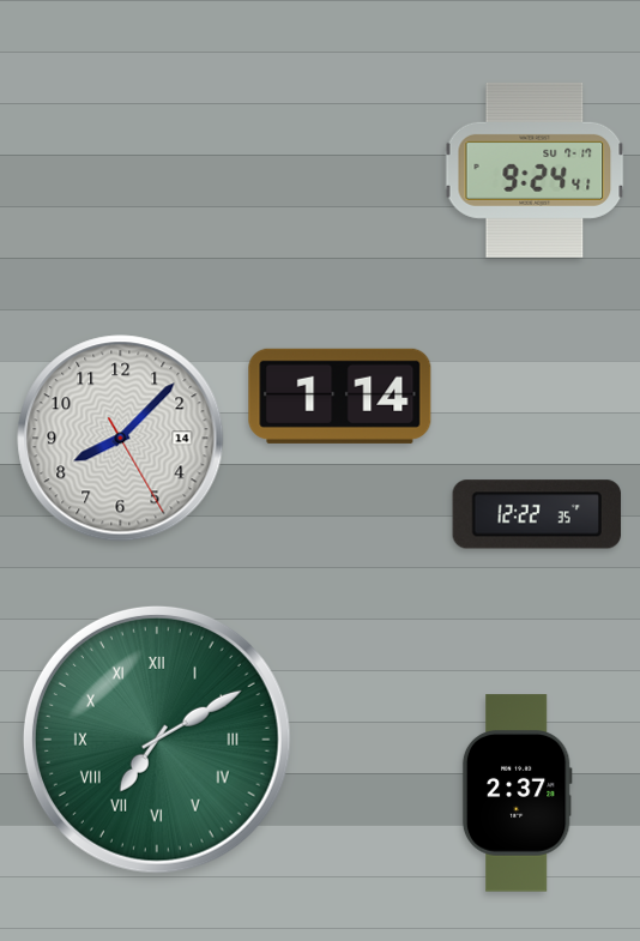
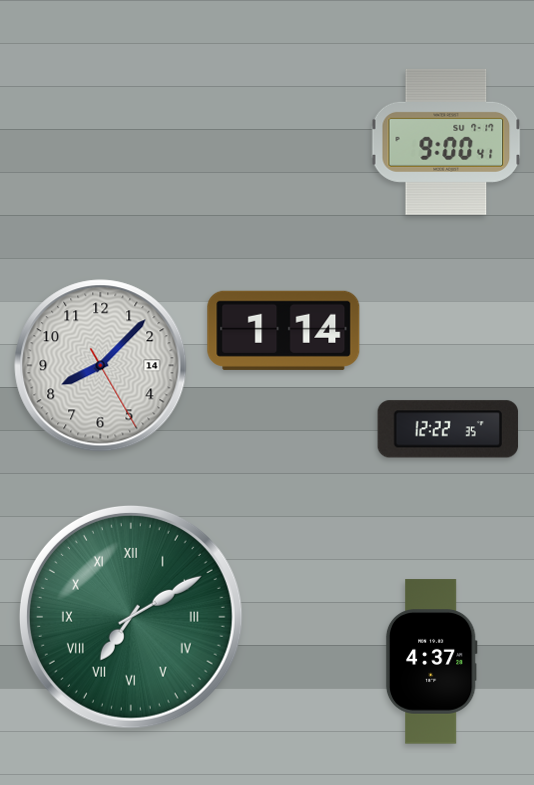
clock at (535, 170): 9:24 -> 9:00
clock at (517, 794): 2:37 -> 4:37
